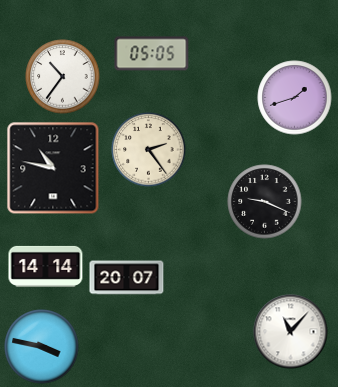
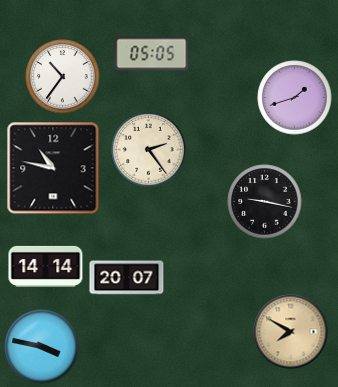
clock at (265, 202): 9:19 -> 9:17
clock at (291, 332): 11:07 -> 7:50
clock at (291, 332) dial: white -> champagne
